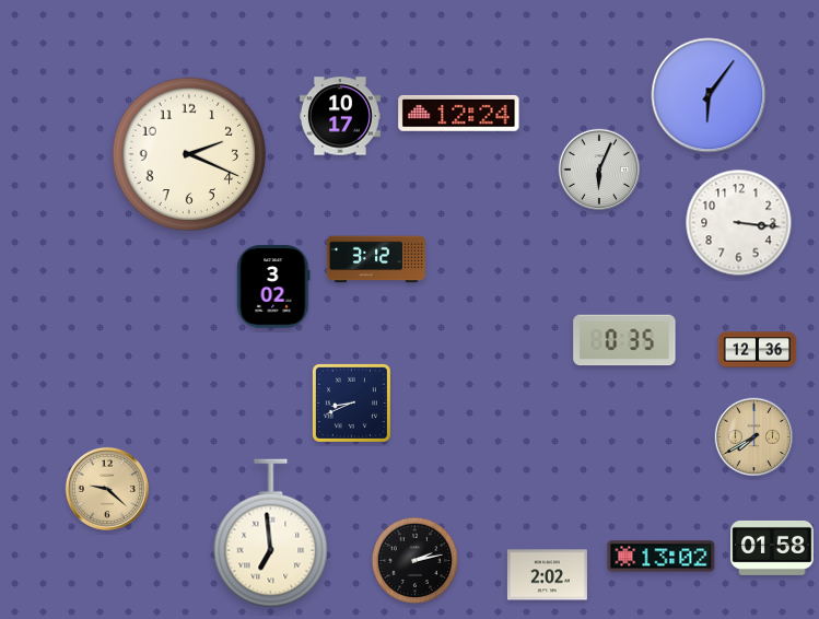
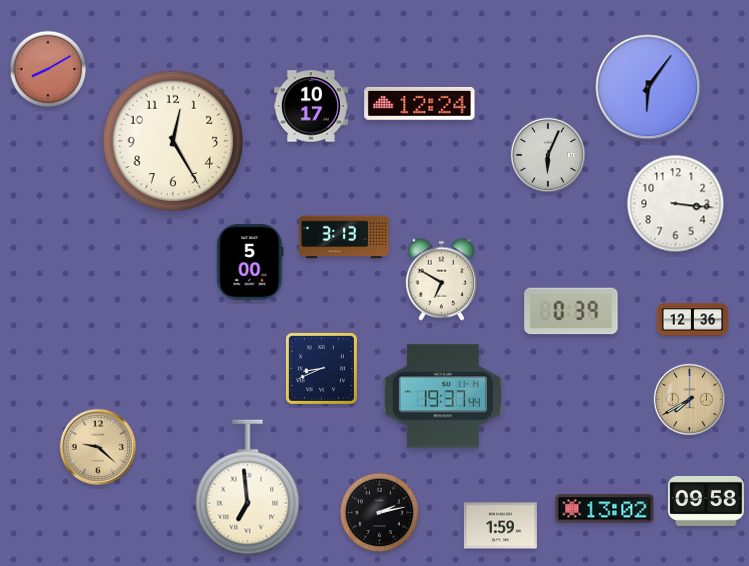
clock at (48, 69): none -> 8:10
clock at (189, 154): 2:19 -> 12:25
clock at (376, 259): 3:12 -> 3:13
clock at (273, 287): 3:02 -> 5:00
clock at (441, 279): none -> 6:50
clock at (624, 340): 0:35 -> 0:39
clock at (443, 396): none -> 19:37
clock at (772, 548): 01:58 -> 09:58
clock at (547, 575): 2:02 -> 1:59
